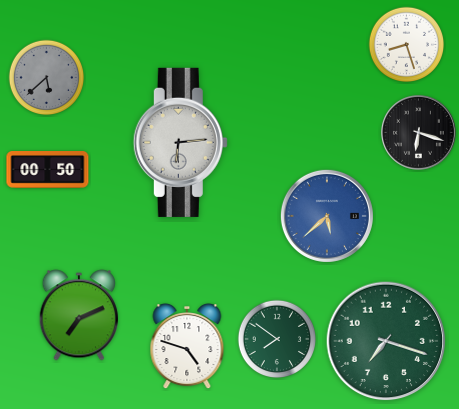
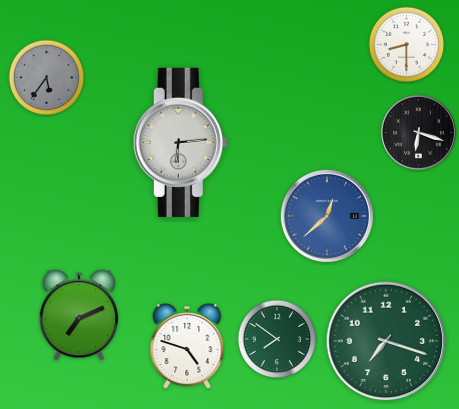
clock at (407, 45): 8:27 -> 8:30
clock at (47, 78): 5:38 -> 5:36
clock at (48, 170): 00:50 -> none
clock at (327, 216): 5:38 -> 12:38
